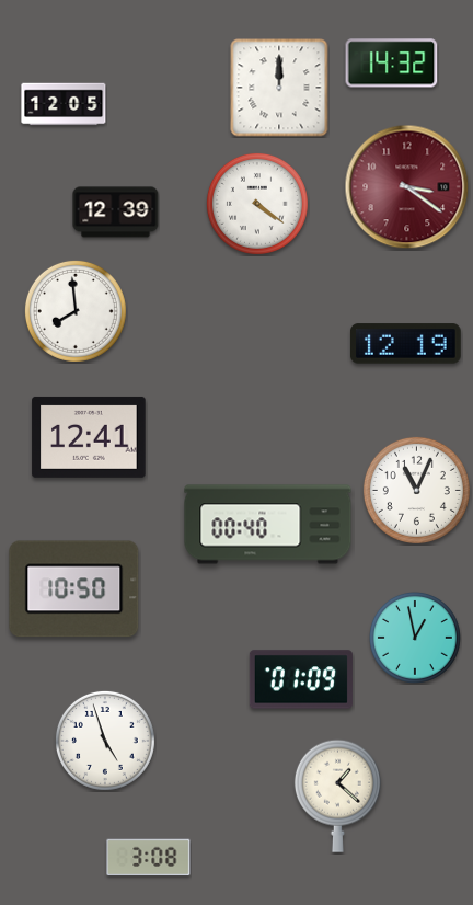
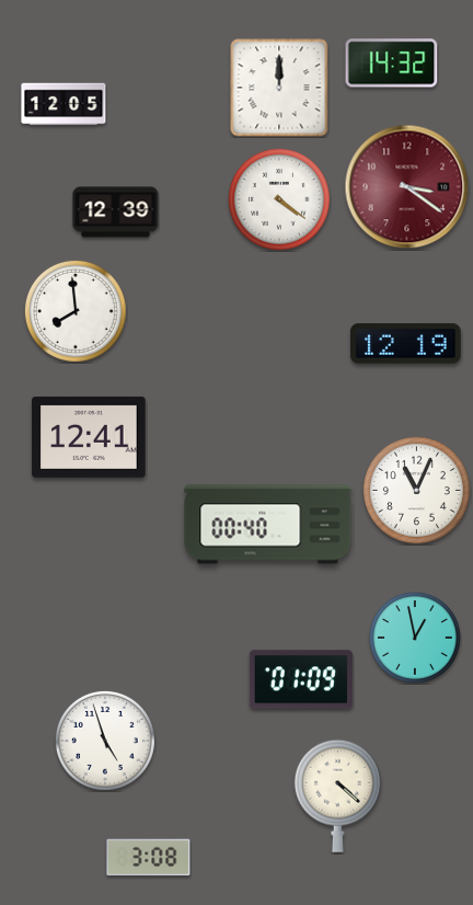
clock at (257, 204) position: (257, 204) -> (279, 199)
clock at (74, 589): 10:50 -> none
clock at (337, 795): 1:22 -> 4:22
